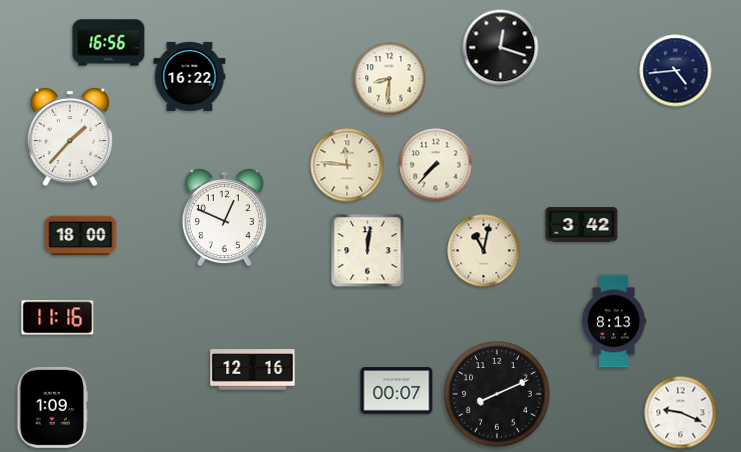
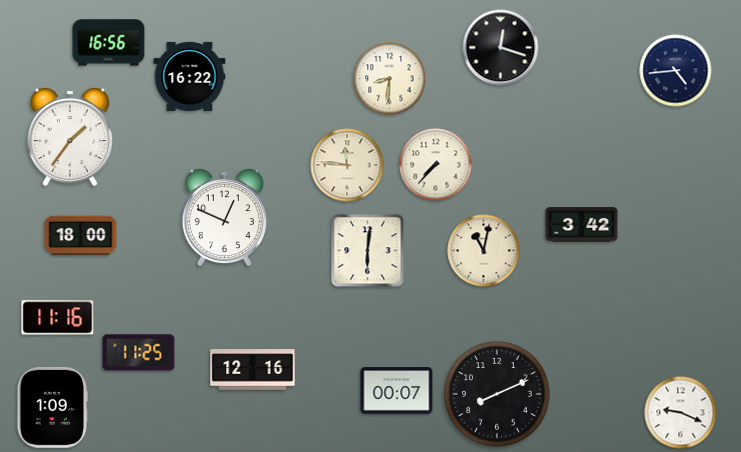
clock at (70, 137): 1:37 -> 1:36
clock at (368, 251): 12:01 -> 6:01
clock at (614, 321): 8:13 -> none
clock at (139, 353): none -> 11:25
